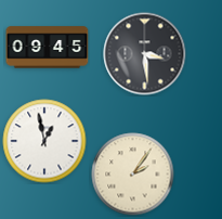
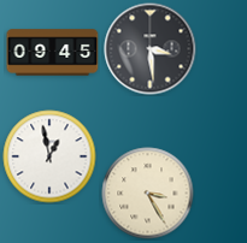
clock at (145, 54) position: (145, 54) -> (151, 49)
clock at (133, 175): 2:06 -> 3:25
